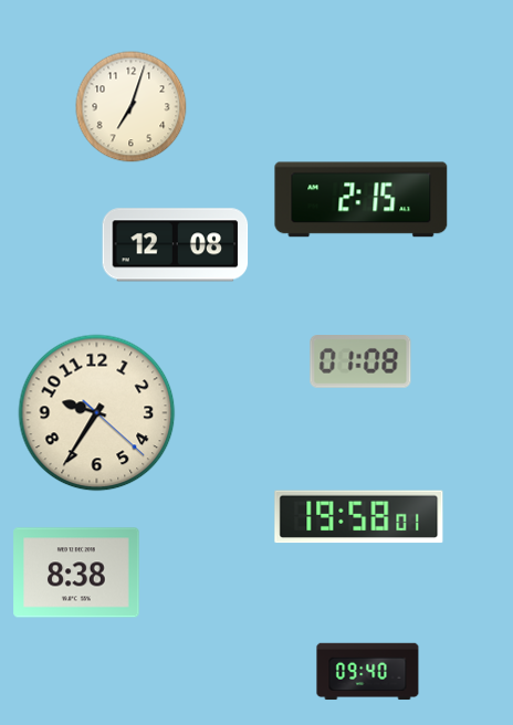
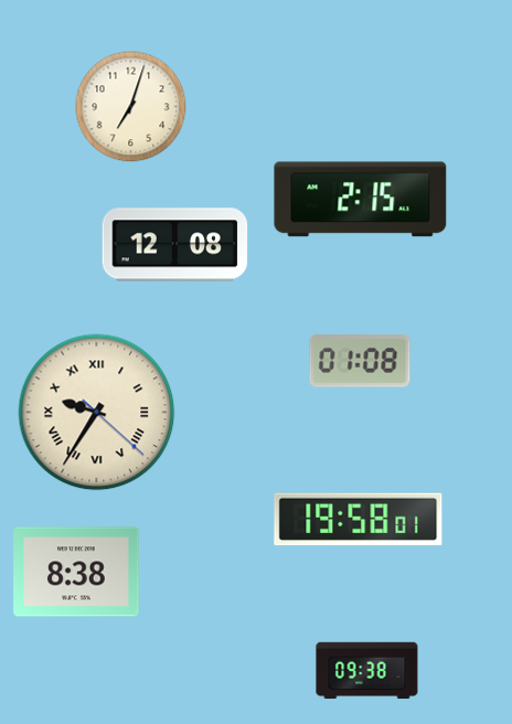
clock at (97, 413) numerals: Arabic -> Roman
clock at (359, 517) position: (359, 517) -> (359, 520)
clock at (368, 672): 09:40 -> 09:38
